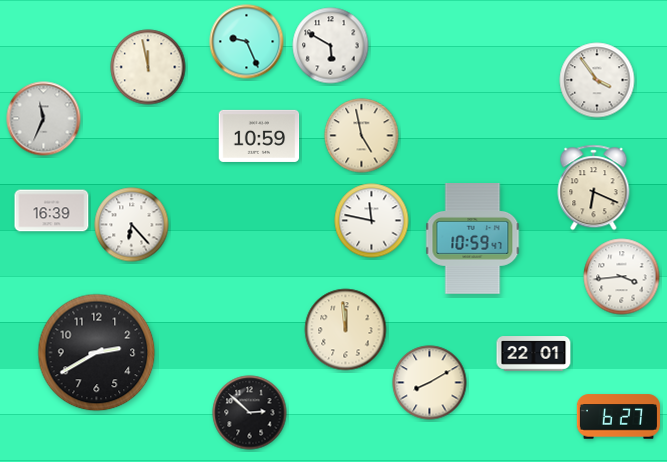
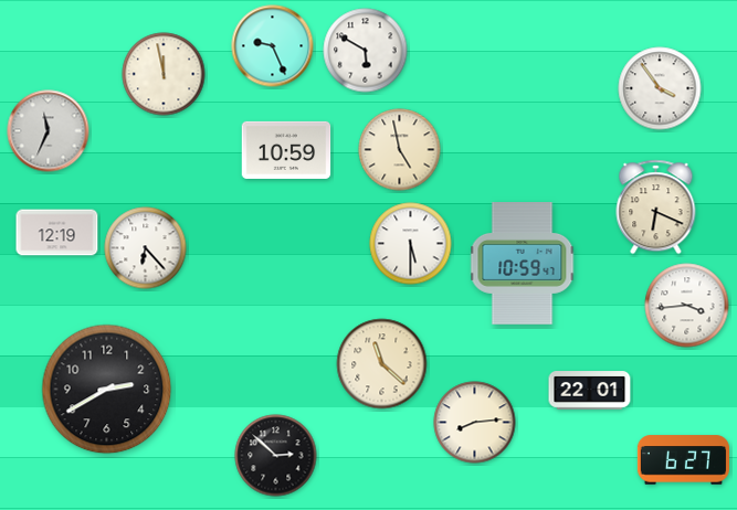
clock at (52, 211): 16:39 -> 12:19
clock at (372, 221): 11:47 -> 5:30
clock at (346, 330): 11:59 -> 11:22
clock at (430, 383): 8:10 -> 8:14
